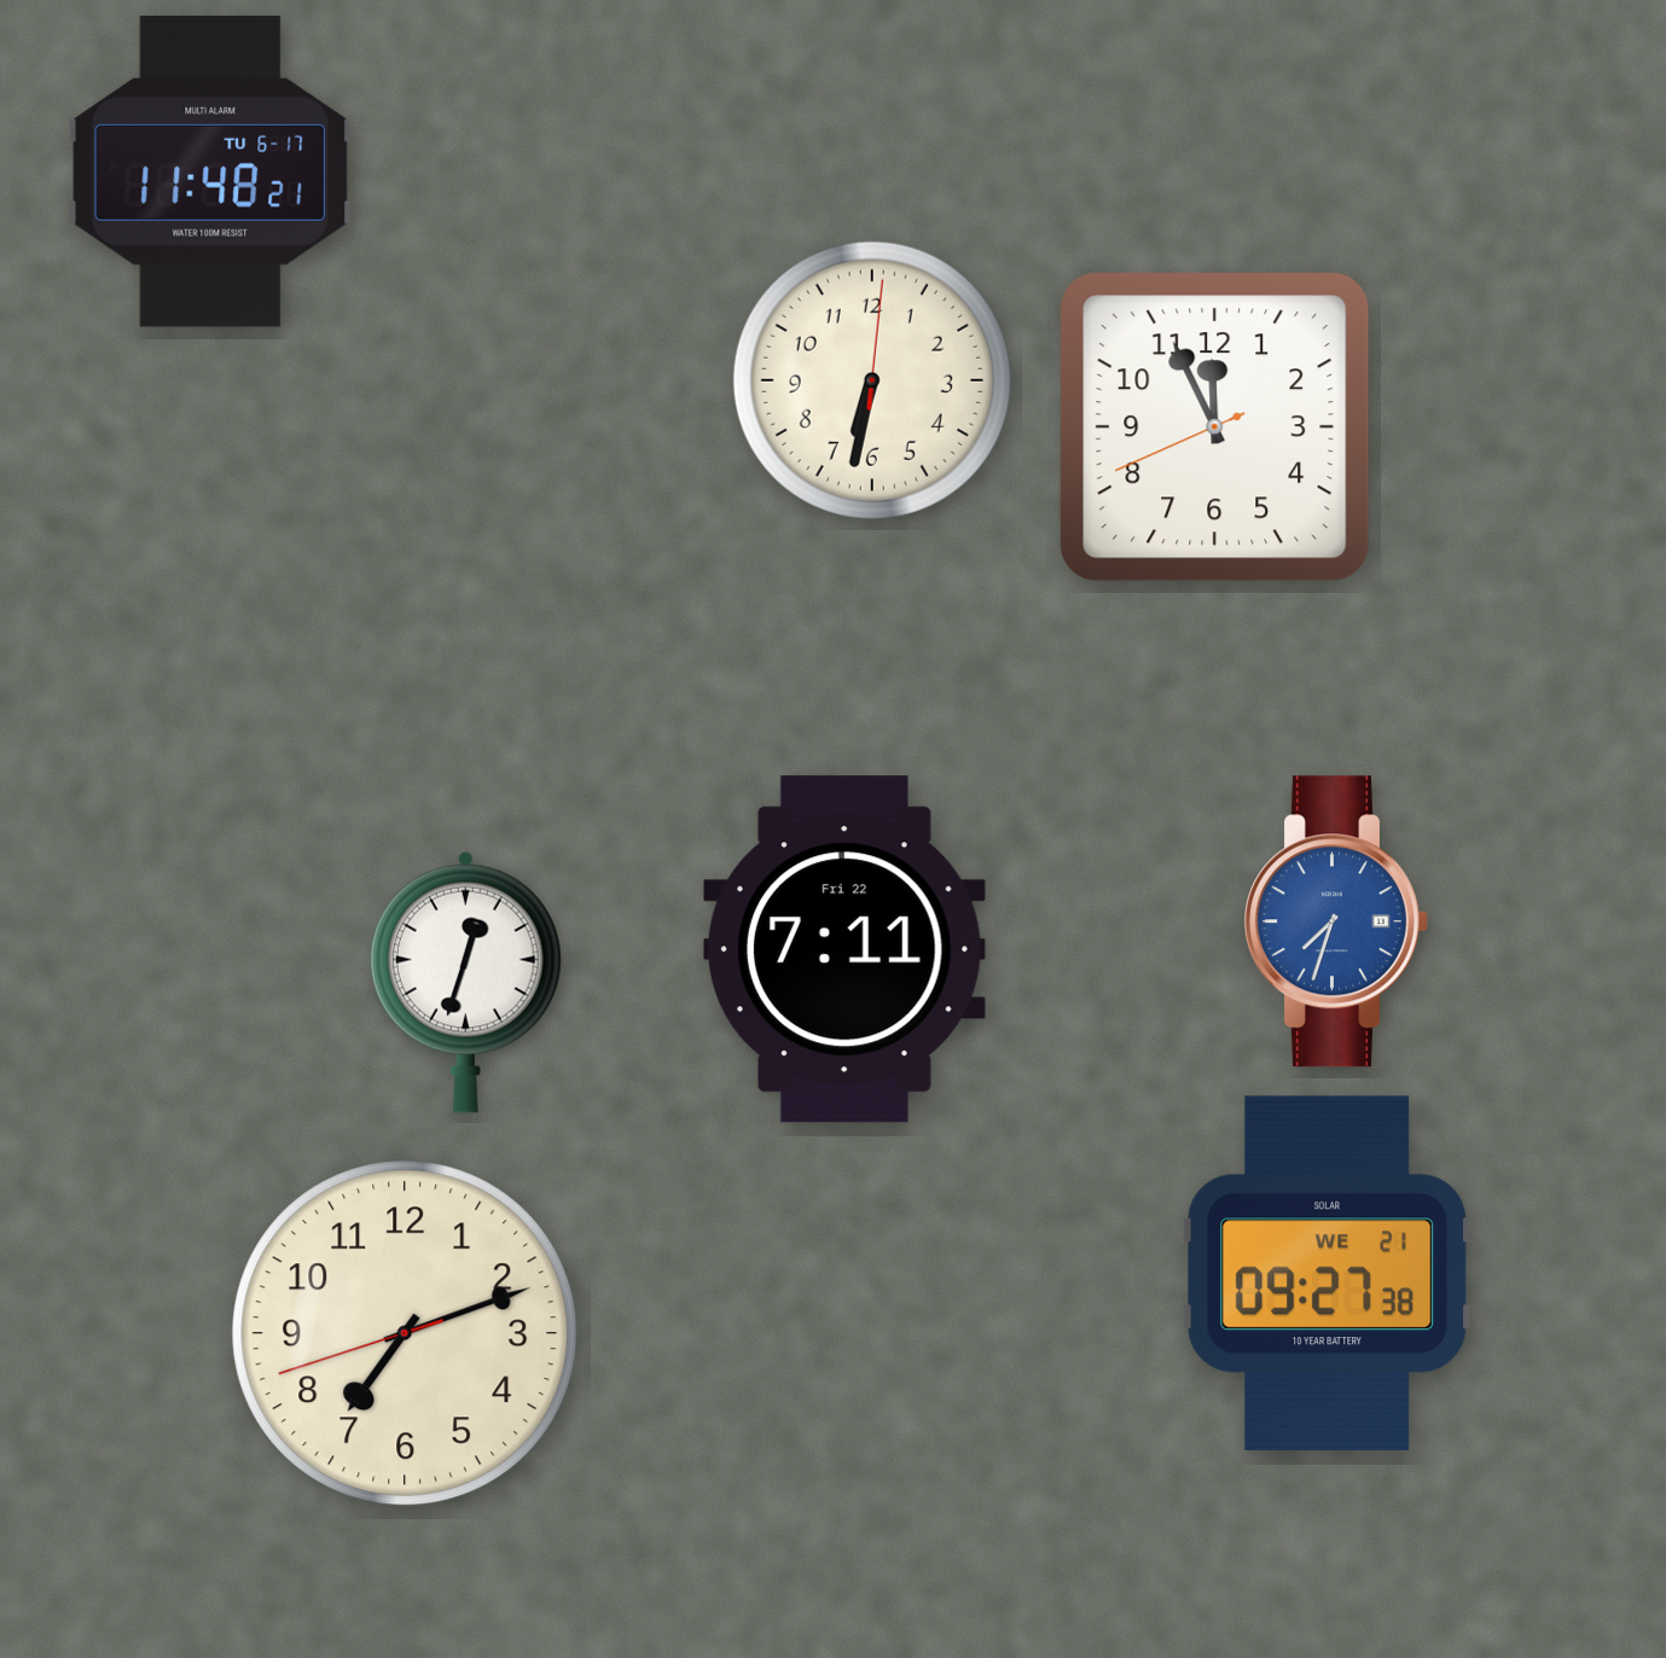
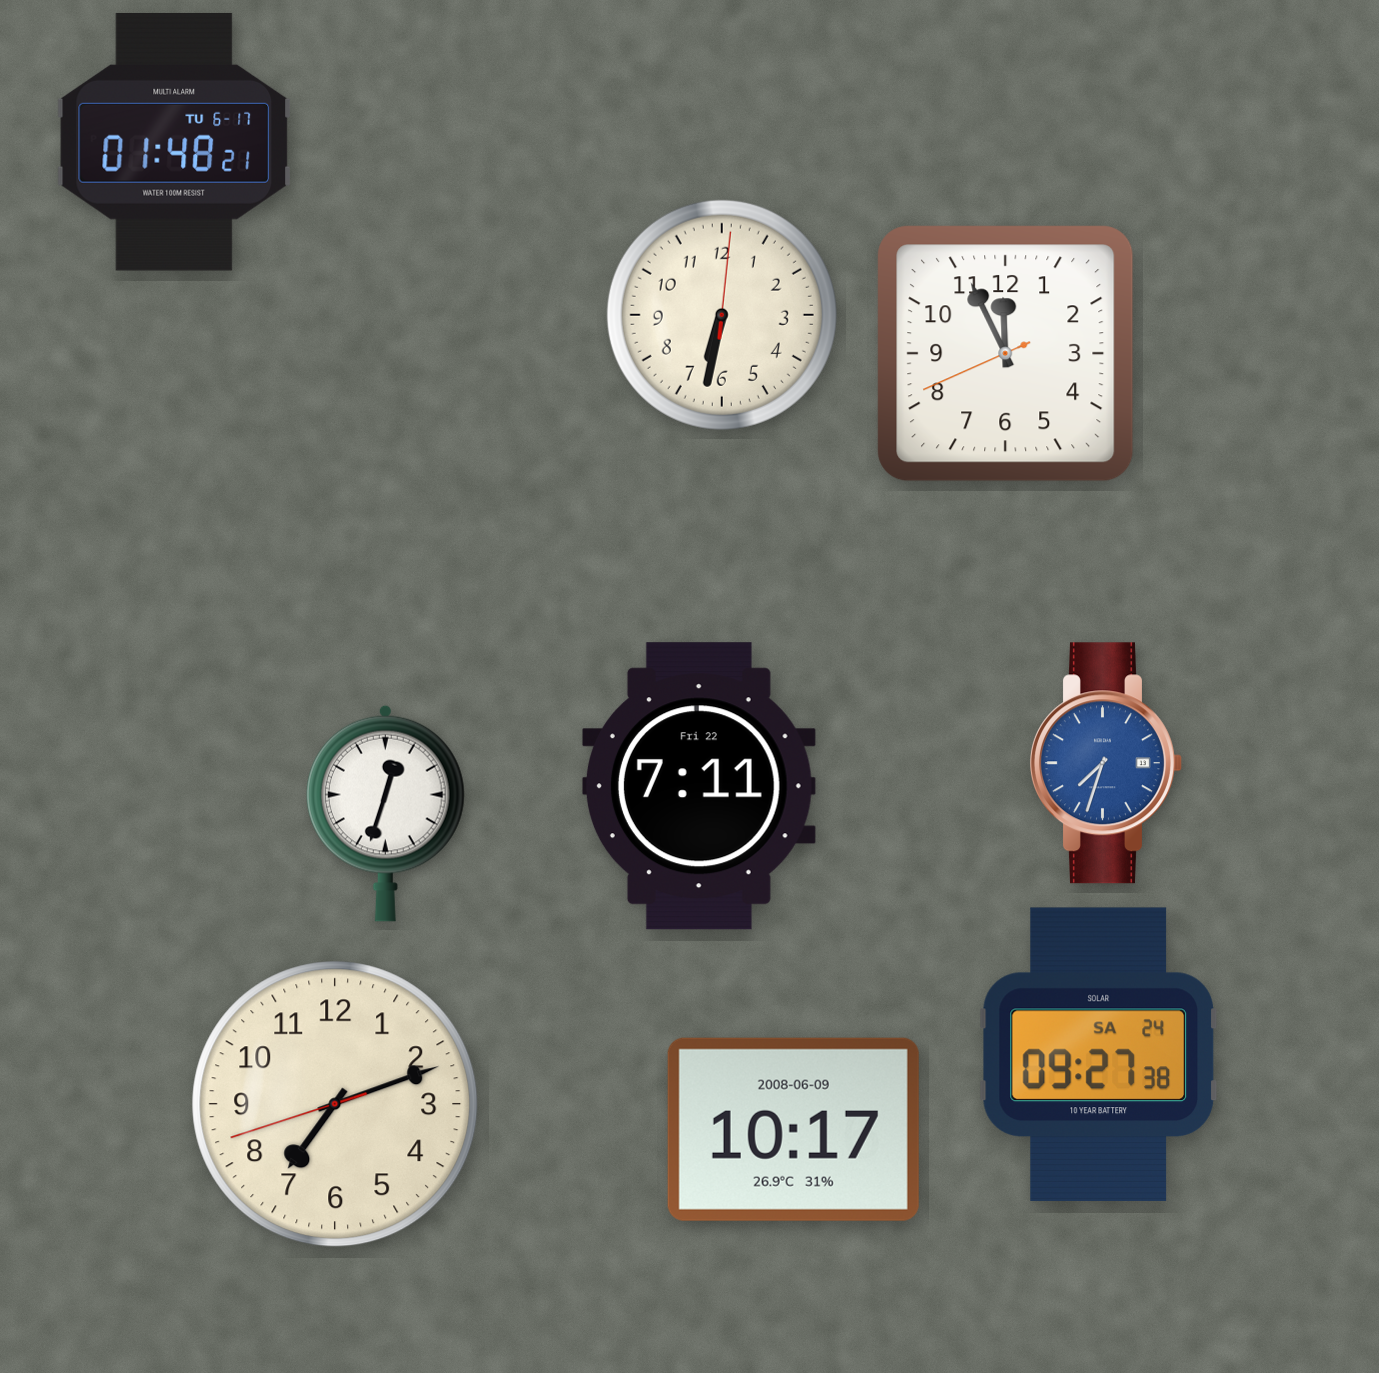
clock at (210, 171): 11:48 -> 01:48
clock at (1327, 1273) date: WE 21 -> SA 24
clock at (793, 1129): none -> 10:17
